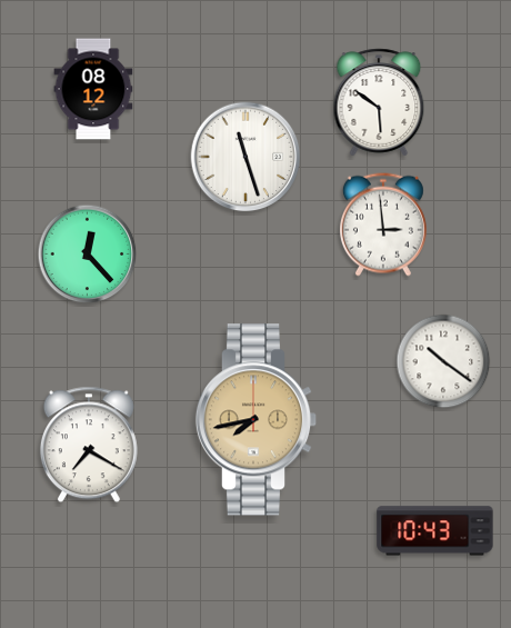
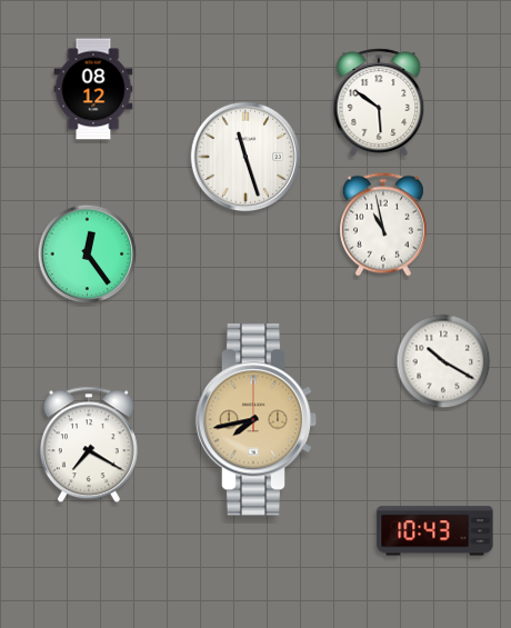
clock at (383, 225): 2:59 -> 10:58
clock at (88, 255): 12:23 -> 12:24
clock at (443, 361): 10:21 -> 10:20
